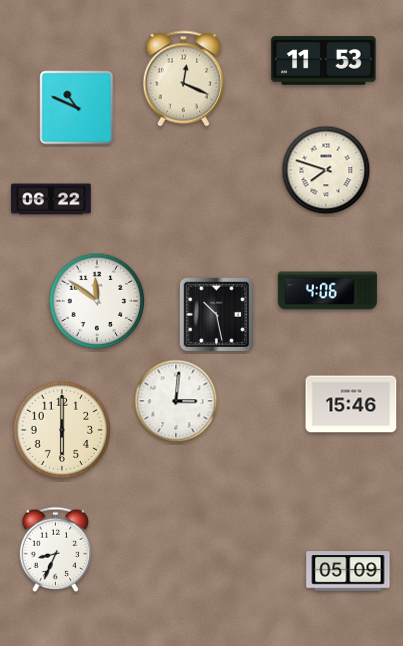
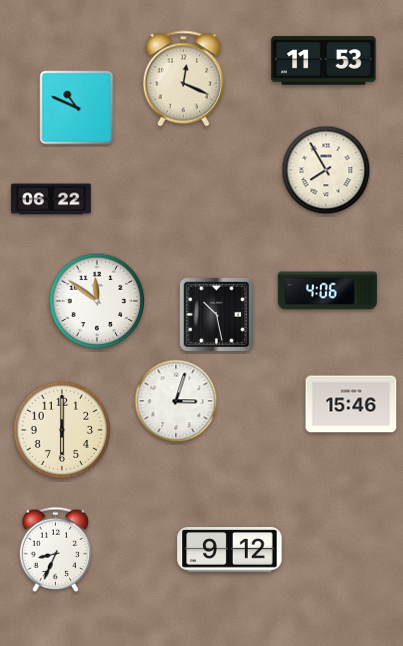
clock at (326, 170): 7:48 -> 7:55
clock at (176, 401): 3:01 -> 3:03
clock at (230, 550): none -> 9:12
clock at (348, 571): 05:09 -> none
